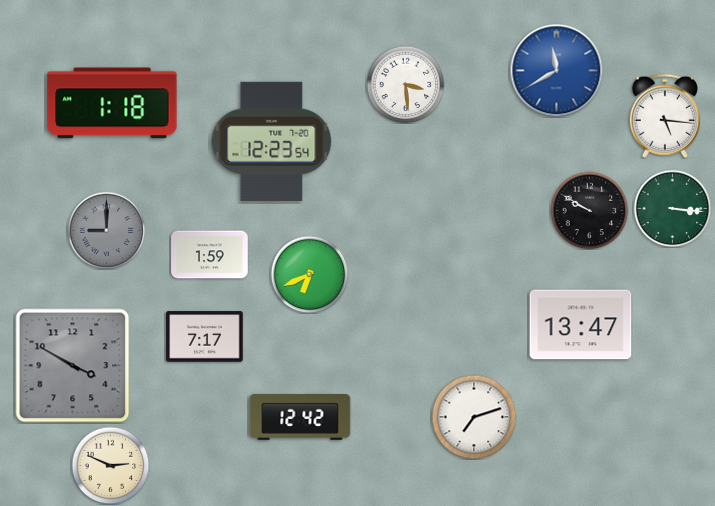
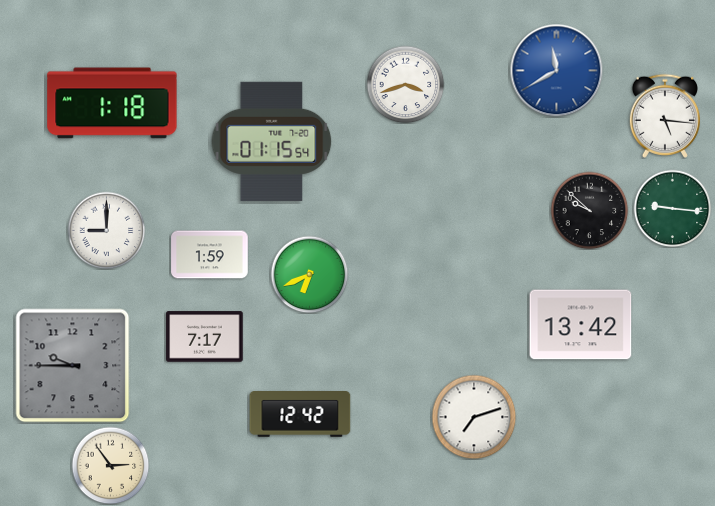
clock at (405, 84): 3:29 -> 3:42
clock at (272, 141): 12:23 -> 01:15
clock at (672, 208): 3:16 -> 9:16
clock at (589, 210): 9:50 -> 9:52
clock at (106, 230) dial: grey -> white
clock at (581, 325): 13:47 -> 13:42
clock at (73, 366): 3:50 -> 9:45
clock at (300, 418) position: (300, 418) -> (300, 415)
clock at (110, 465): 2:49 -> 2:54
